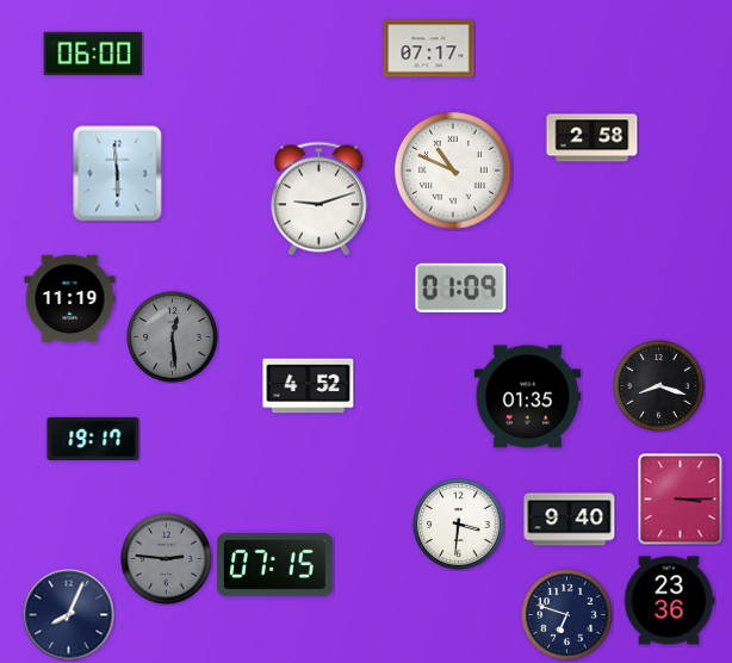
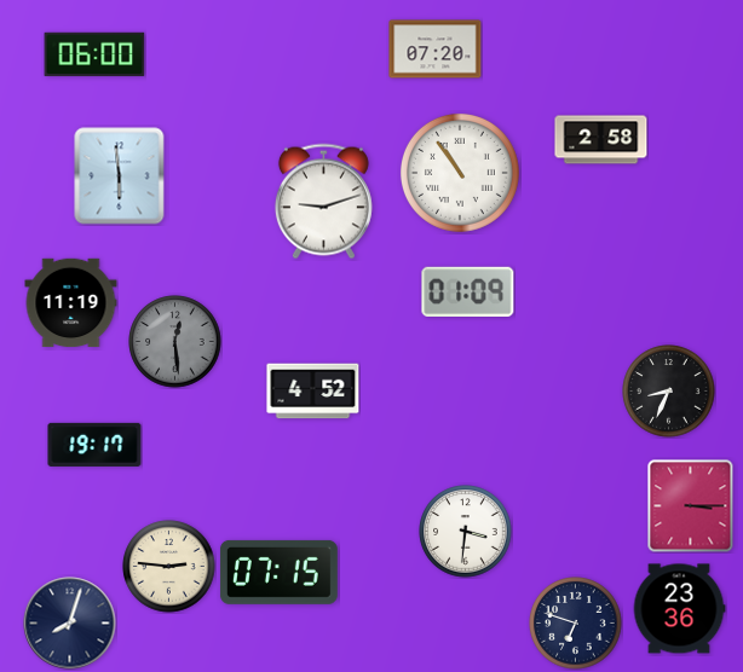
clock at (429, 49): 07:17 -> 07:20
clock at (453, 171): 10:49 -> 10:54
clock at (659, 386): 8:18 -> 8:34
clock at (528, 397): 01:35 -> none
clock at (570, 520): 9:40 -> none
clock at (167, 559) dial: grey -> cream
clock at (69, 615): 8:04 -> 8:03
